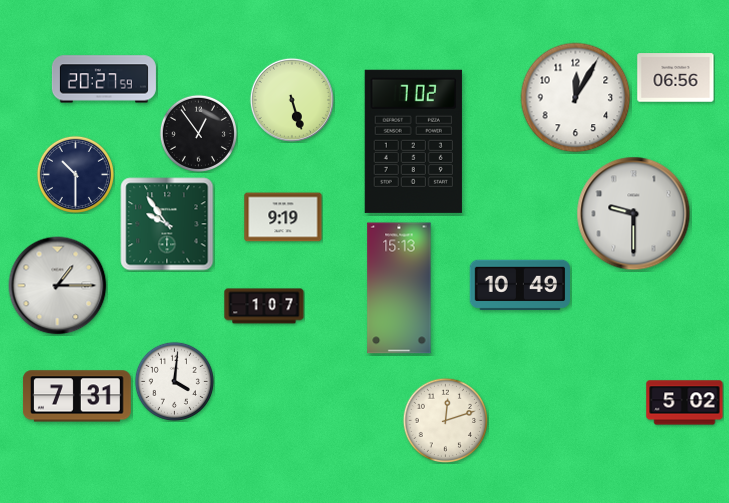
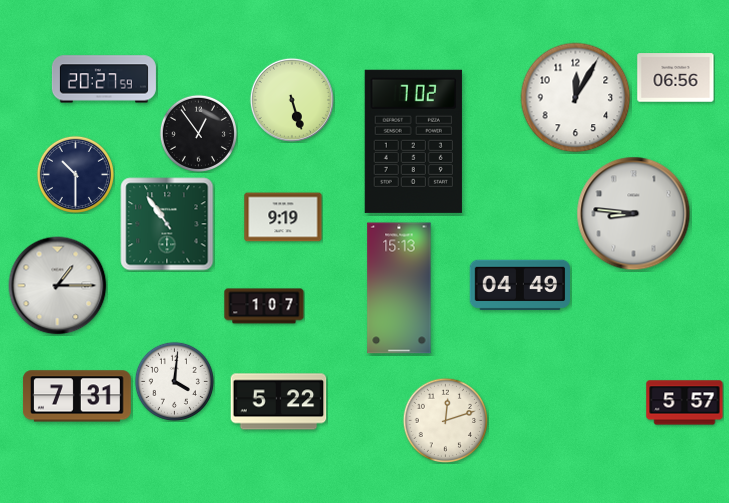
clock at (634, 214): 9:30 -> 8:46
clock at (167, 224): 9:54 -> 10:54
clock at (519, 284): 10:49 -> 04:49
clock at (279, 402): none -> 5:22
clock at (685, 403): 5:02 -> 5:57
